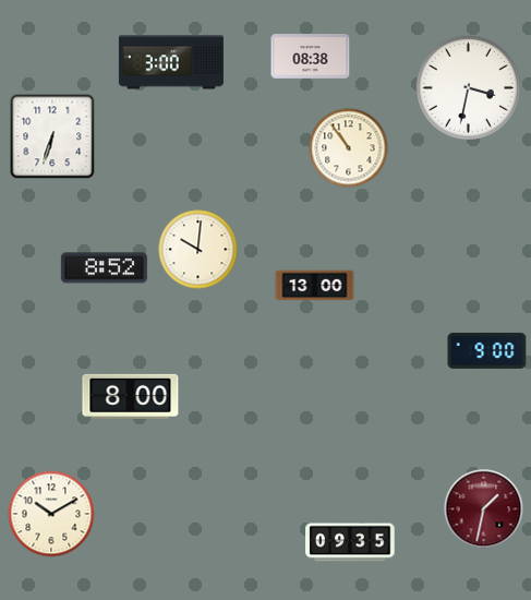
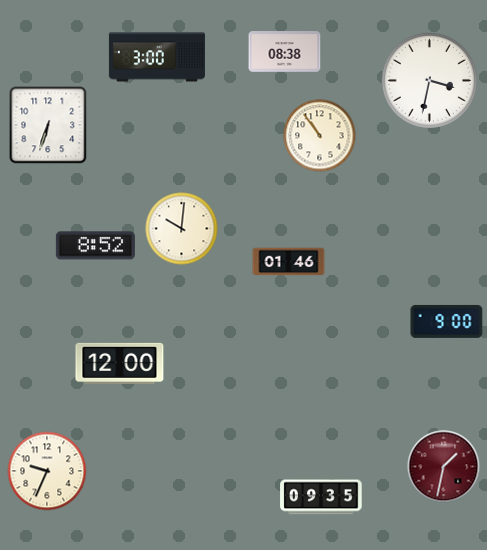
clock at (315, 286): 13:00 -> 01:46
clock at (131, 396): 8:00 -> 12:00
clock at (51, 514): 10:10 -> 9:34
